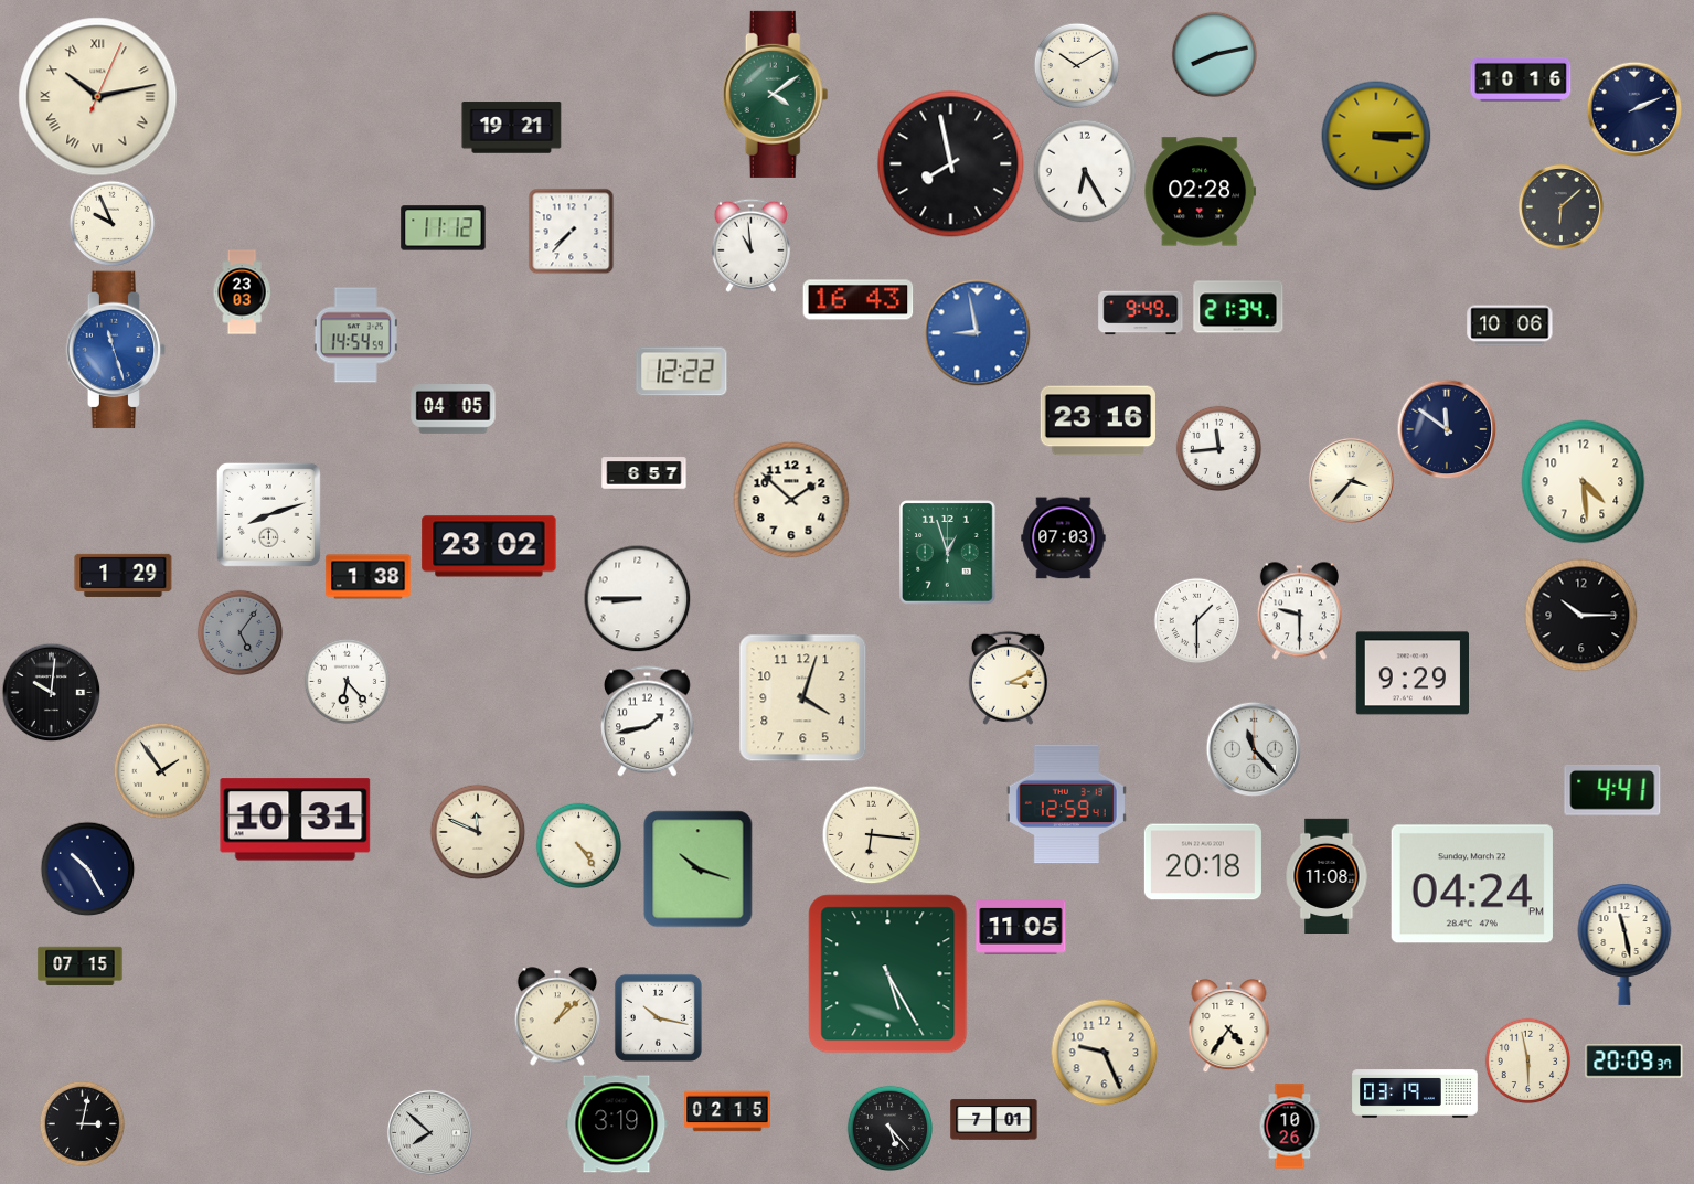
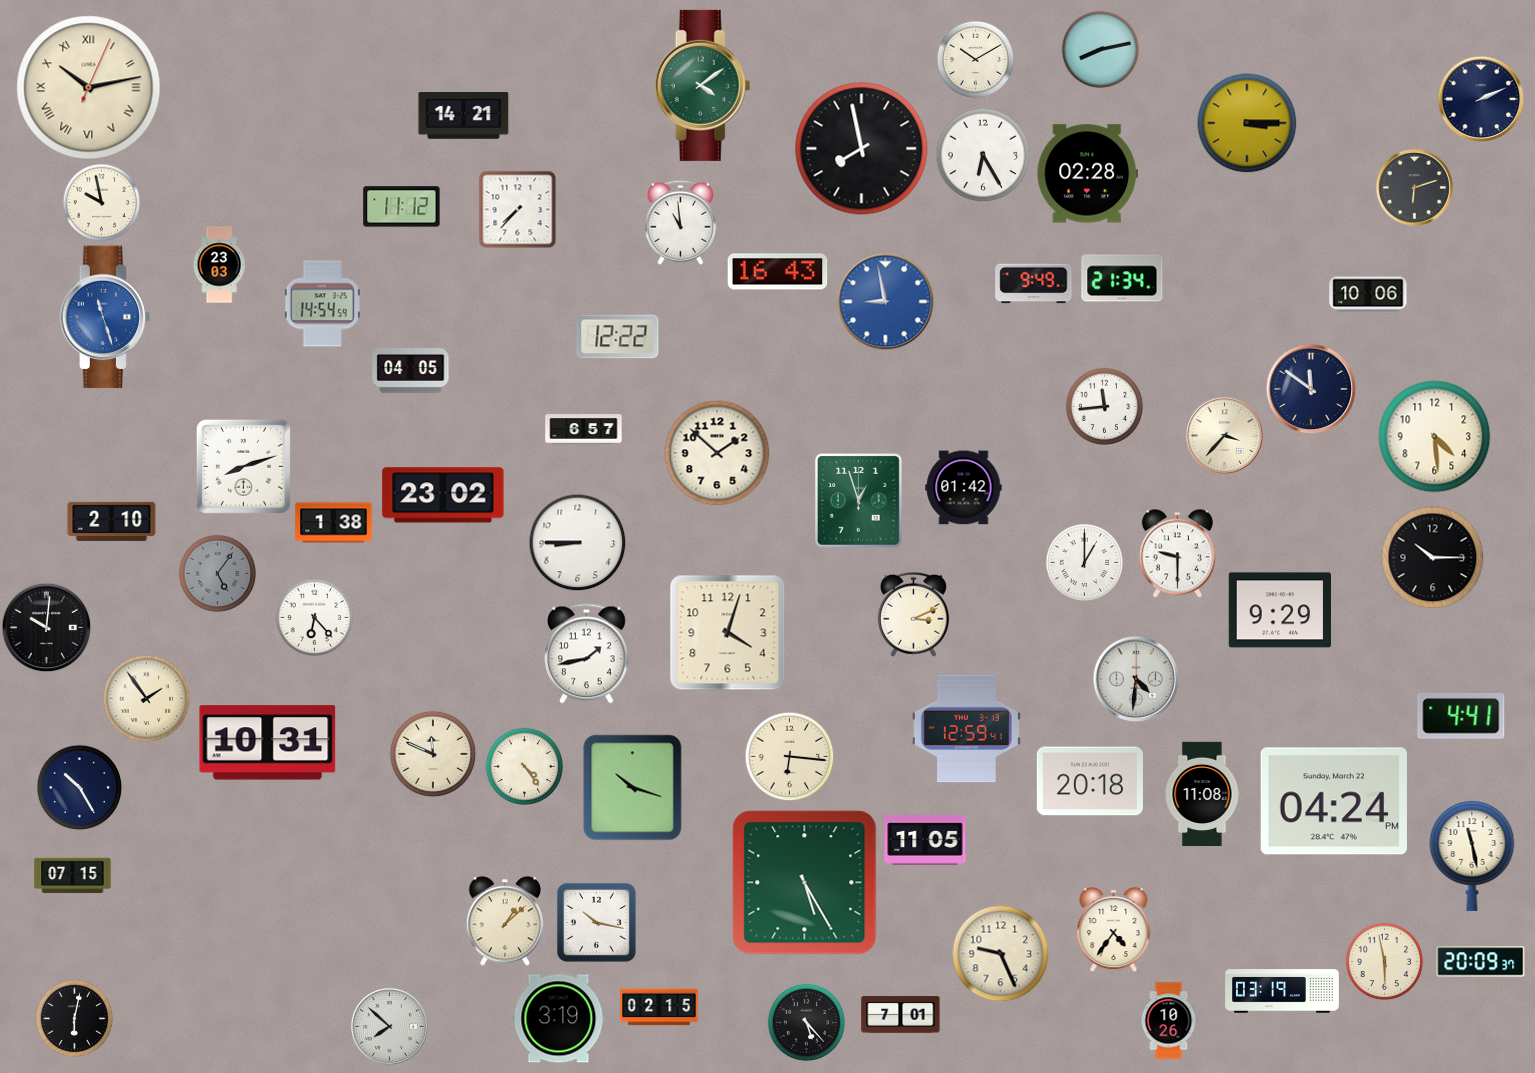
clock at (1521, 79): 10:16 -> none
clock at (512, 128): 19:21 -> 14:21
clock at (1560, 206): 6:08 -> 6:12
clock at (111, 223): 9:56 -> 9:58
clock at (1098, 420): 23:16 -> none
clock at (1064, 538): 07:03 -> 01:42
clock at (124, 575): 1:29 -> 2:10
clock at (1196, 620): 1:30 -> 1:00
clock at (1254, 749): 11:23 -> 4:31
clock at (82, 1123): 3:02 -> 6:02
